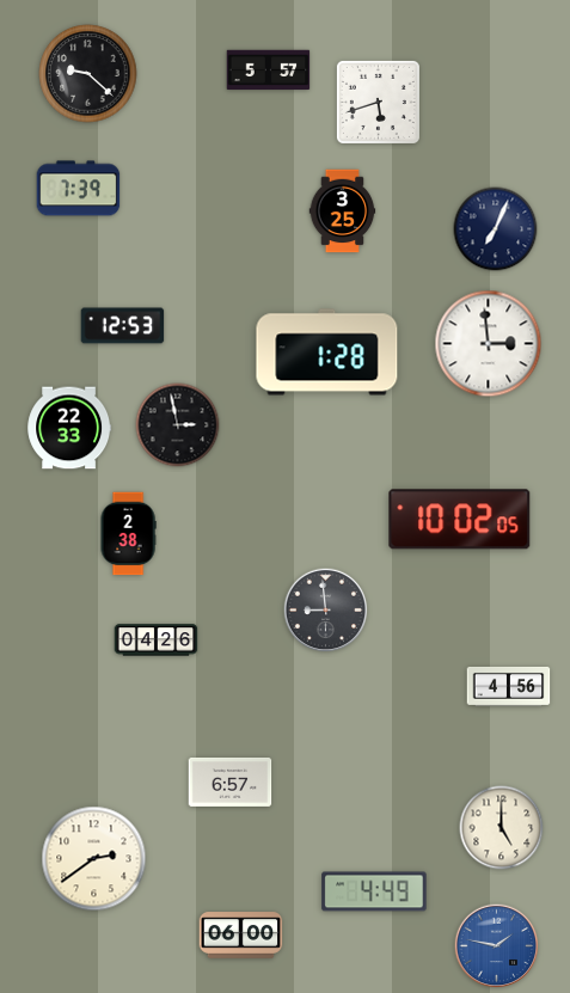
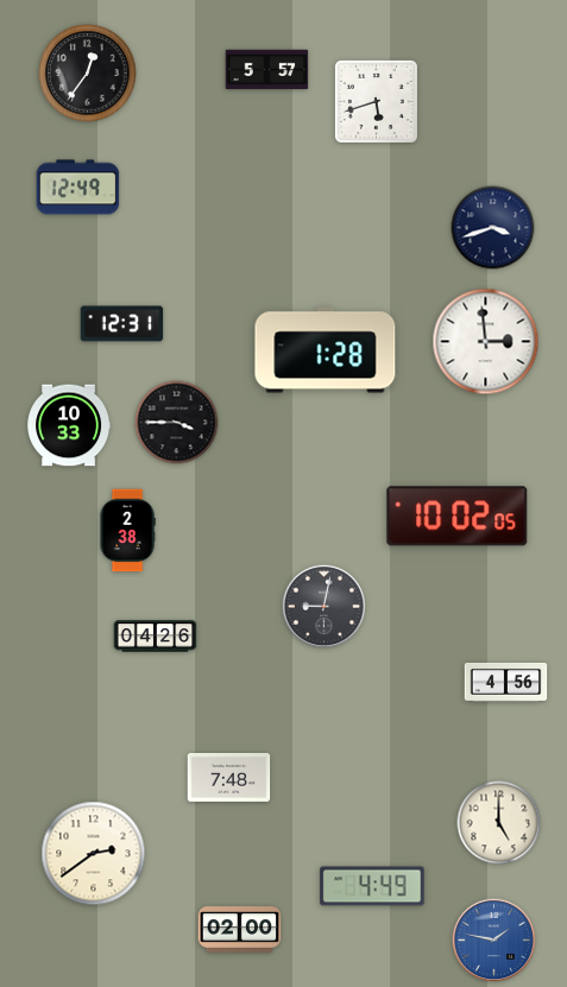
clock at (88, 74): 9:22 -> 12:36
clock at (79, 189): 7:39 -> 12:49
clock at (343, 212): 3:25 -> none
clock at (496, 229): 7:04 -> 3:42
clock at (123, 326): 12:53 -> 12:31
clock at (178, 425): 2:58 -> 3:45
clock at (69, 428): 22:33 -> 10:33
clock at (326, 611): 8:59 -> 9:02
clock at (231, 781): 6:57 -> 7:48
clock at (241, 936): 06:00 -> 02:00
